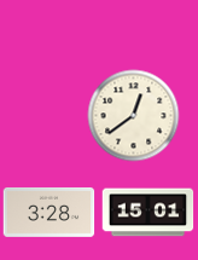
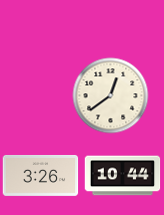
clock at (49, 212): 3:28 -> 3:26
clock at (148, 213): 15:01 -> 10:44
